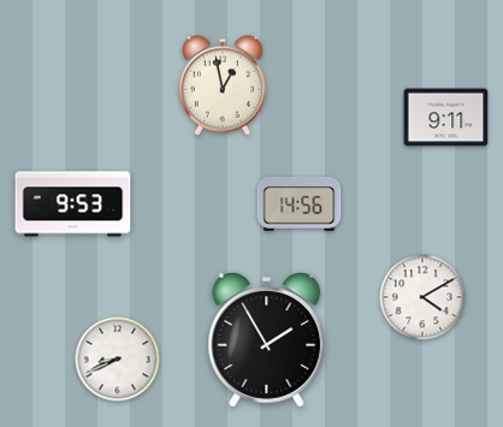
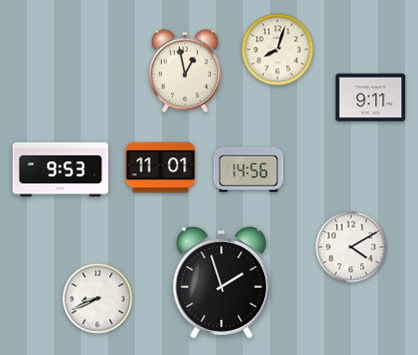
clock at (278, 50): none -> 8:03
clock at (161, 168): none -> 11:01
clock at (267, 340): 1:55 -> 1:57
